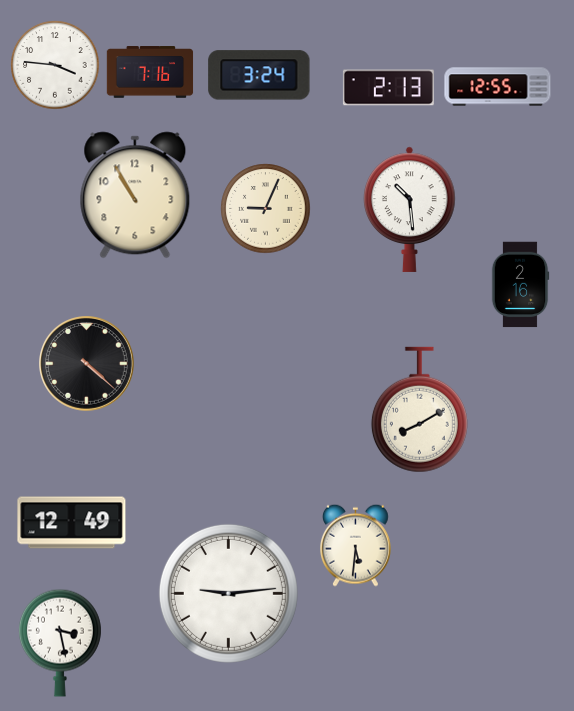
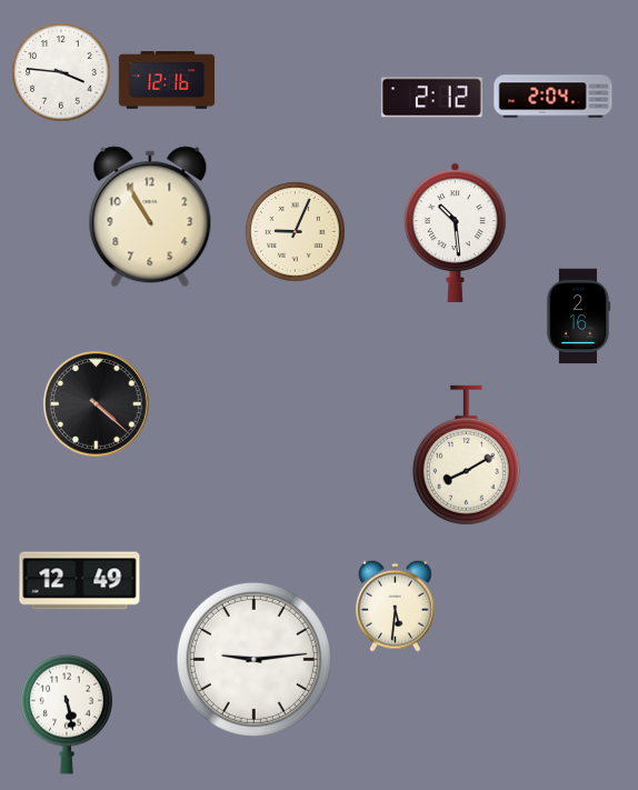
clock at (150, 72): 7:16 -> 12:16
clock at (259, 75): 3:24 -> none
clock at (498, 87): 12:55 -> 2:04
clock at (388, 88): 2:13 -> 2:12
clock at (60, 643): 3:28 -> 5:28
